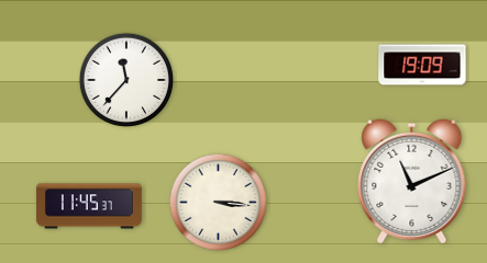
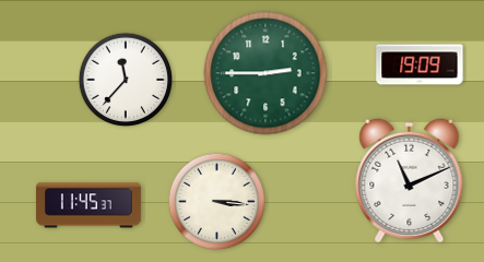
clock at (265, 73): none -> 2:45
